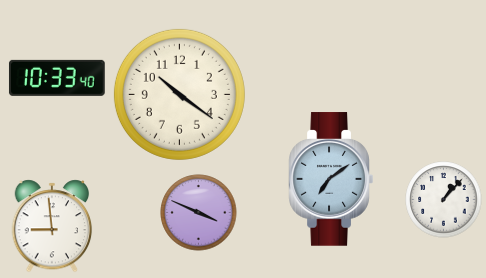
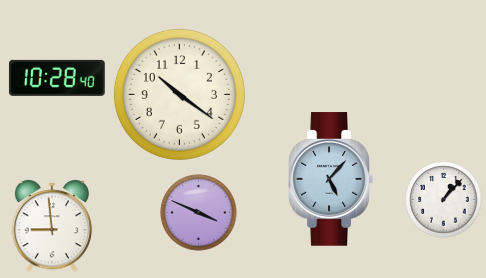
clock at (57, 78): 10:33 -> 10:28
clock at (331, 179): 7:09 -> 5:07
